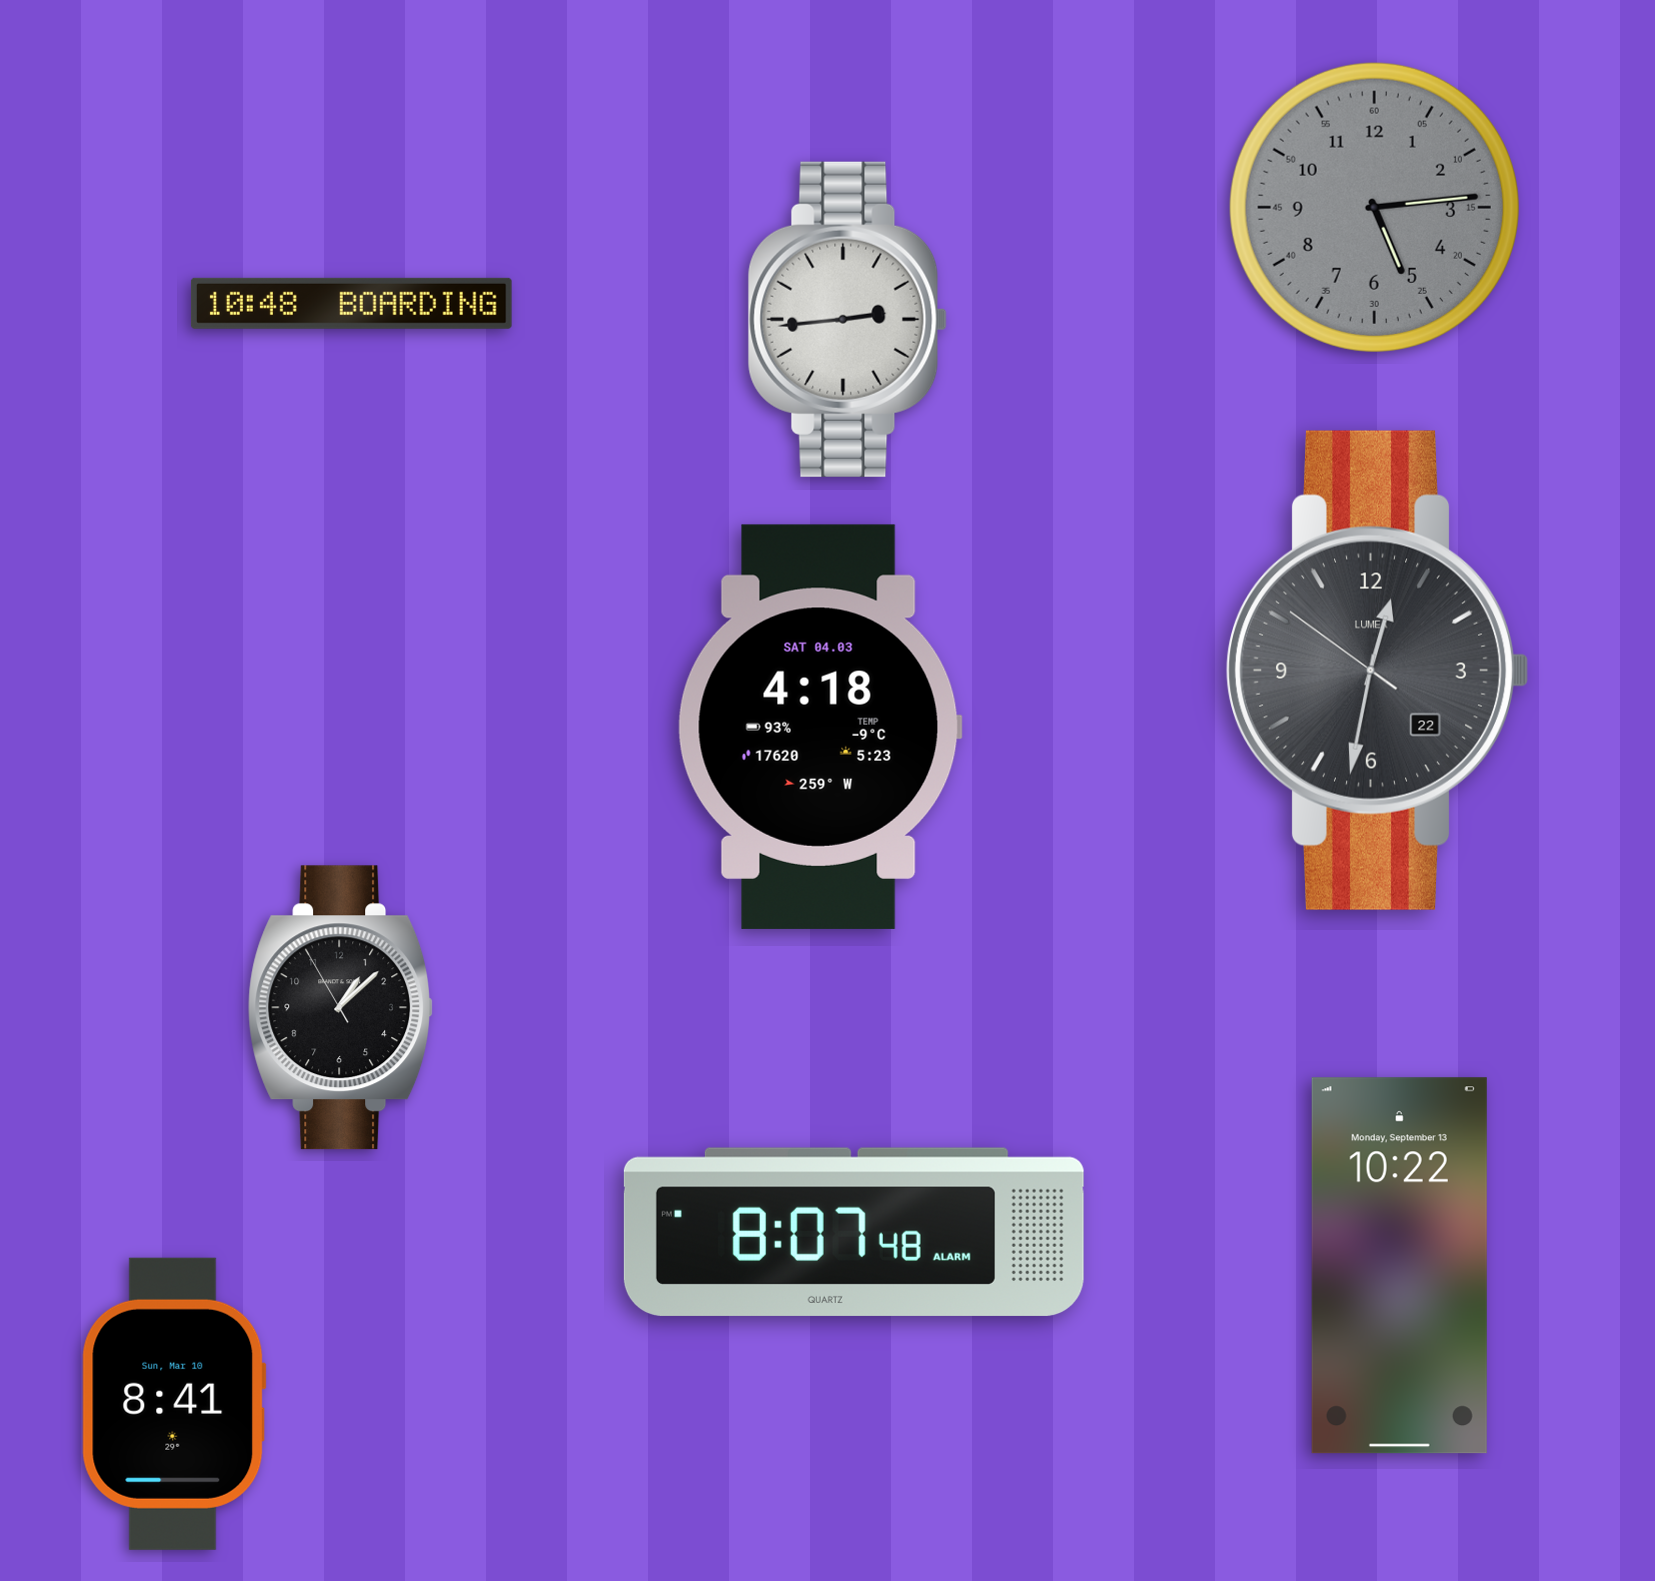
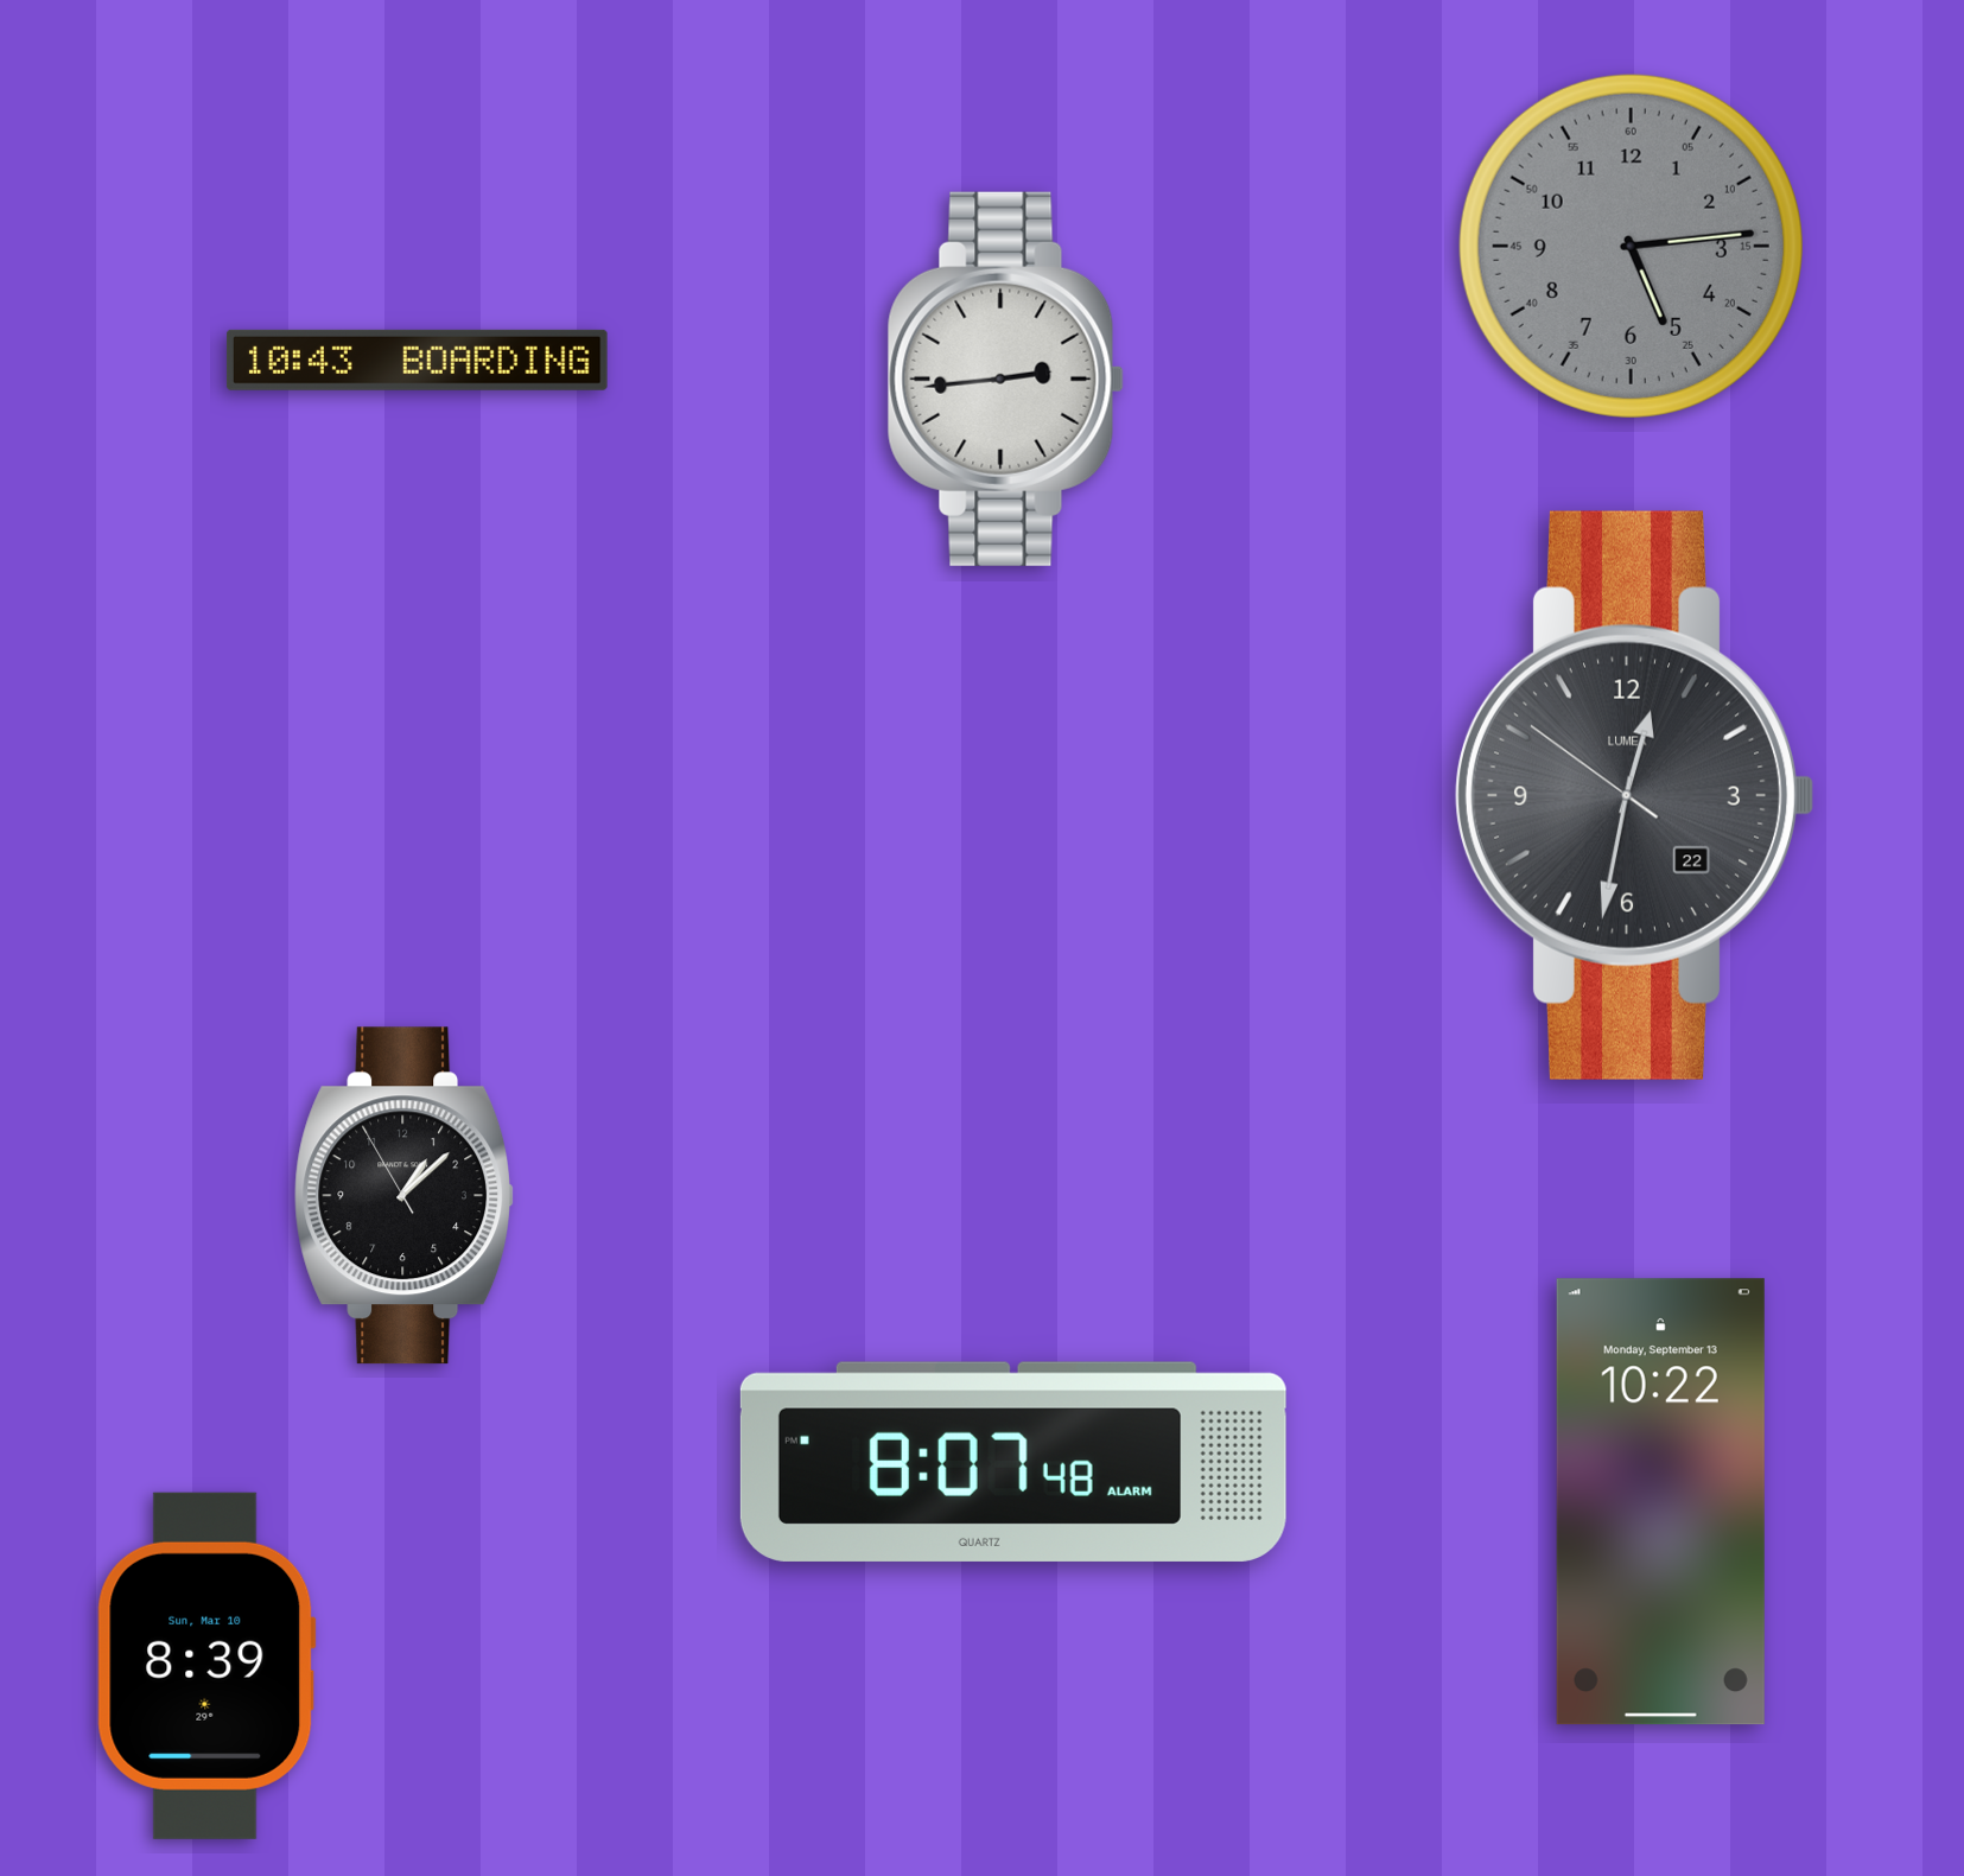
clock at (351, 303): 10:48 -> 10:43
clock at (820, 727): 4:18 -> none
clock at (174, 1404): 8:41 -> 8:39
